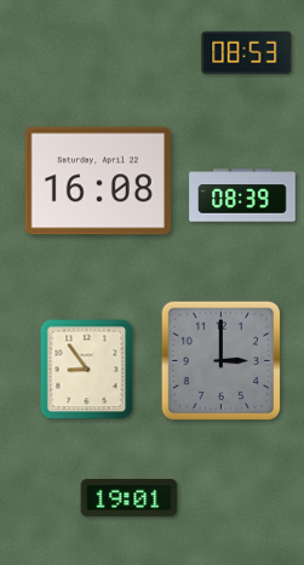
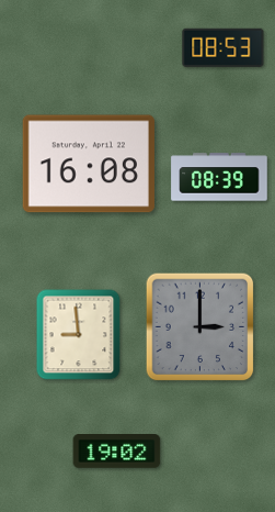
clock at (87, 370): 8:54 -> 8:59
clock at (130, 498): 19:01 -> 19:02
